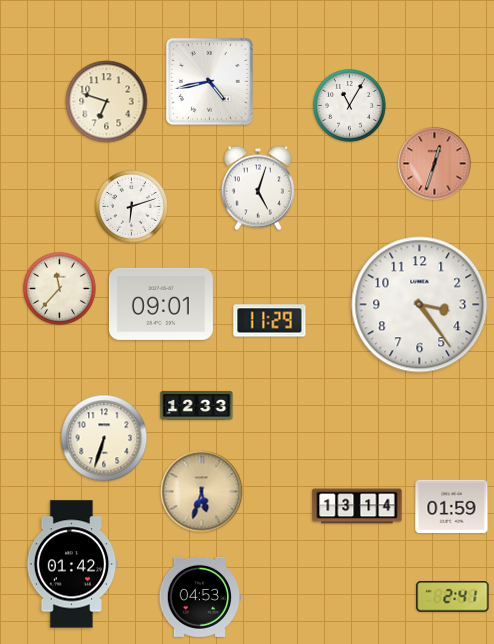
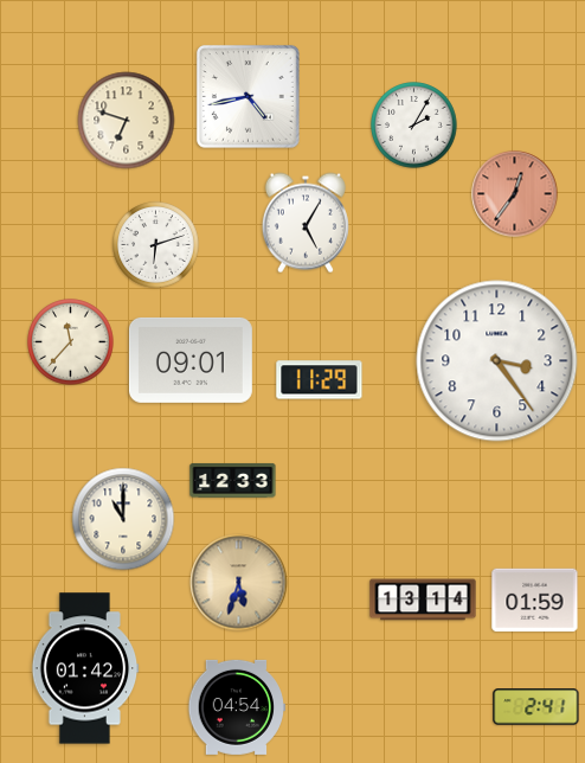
clock at (350, 106): 11:05 -> 2:05
clock at (435, 164): 12:33 -> 12:36
clock at (258, 188): 5:03 -> 5:05
clock at (104, 438): 6:33 -> 11:00
clock at (199, 597): 04:53 -> 04:54
